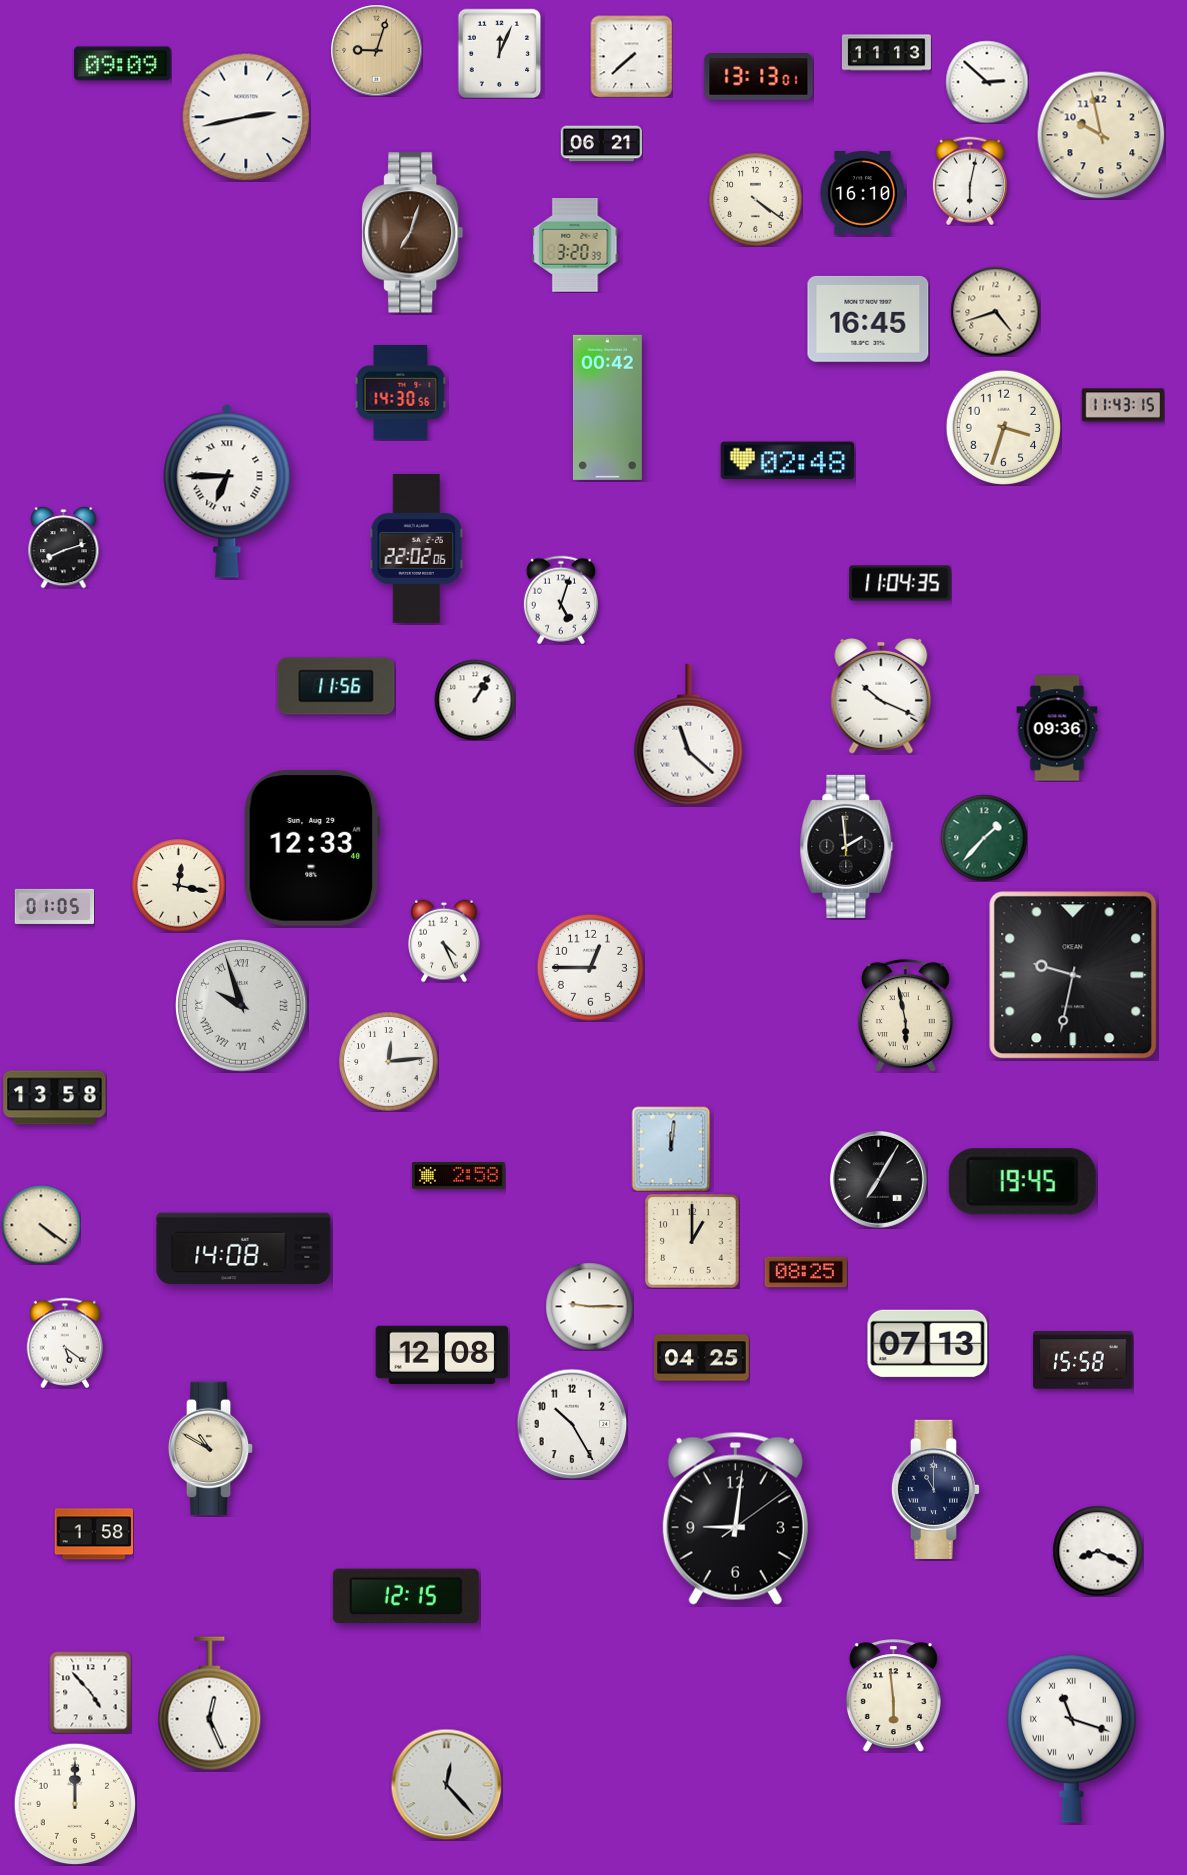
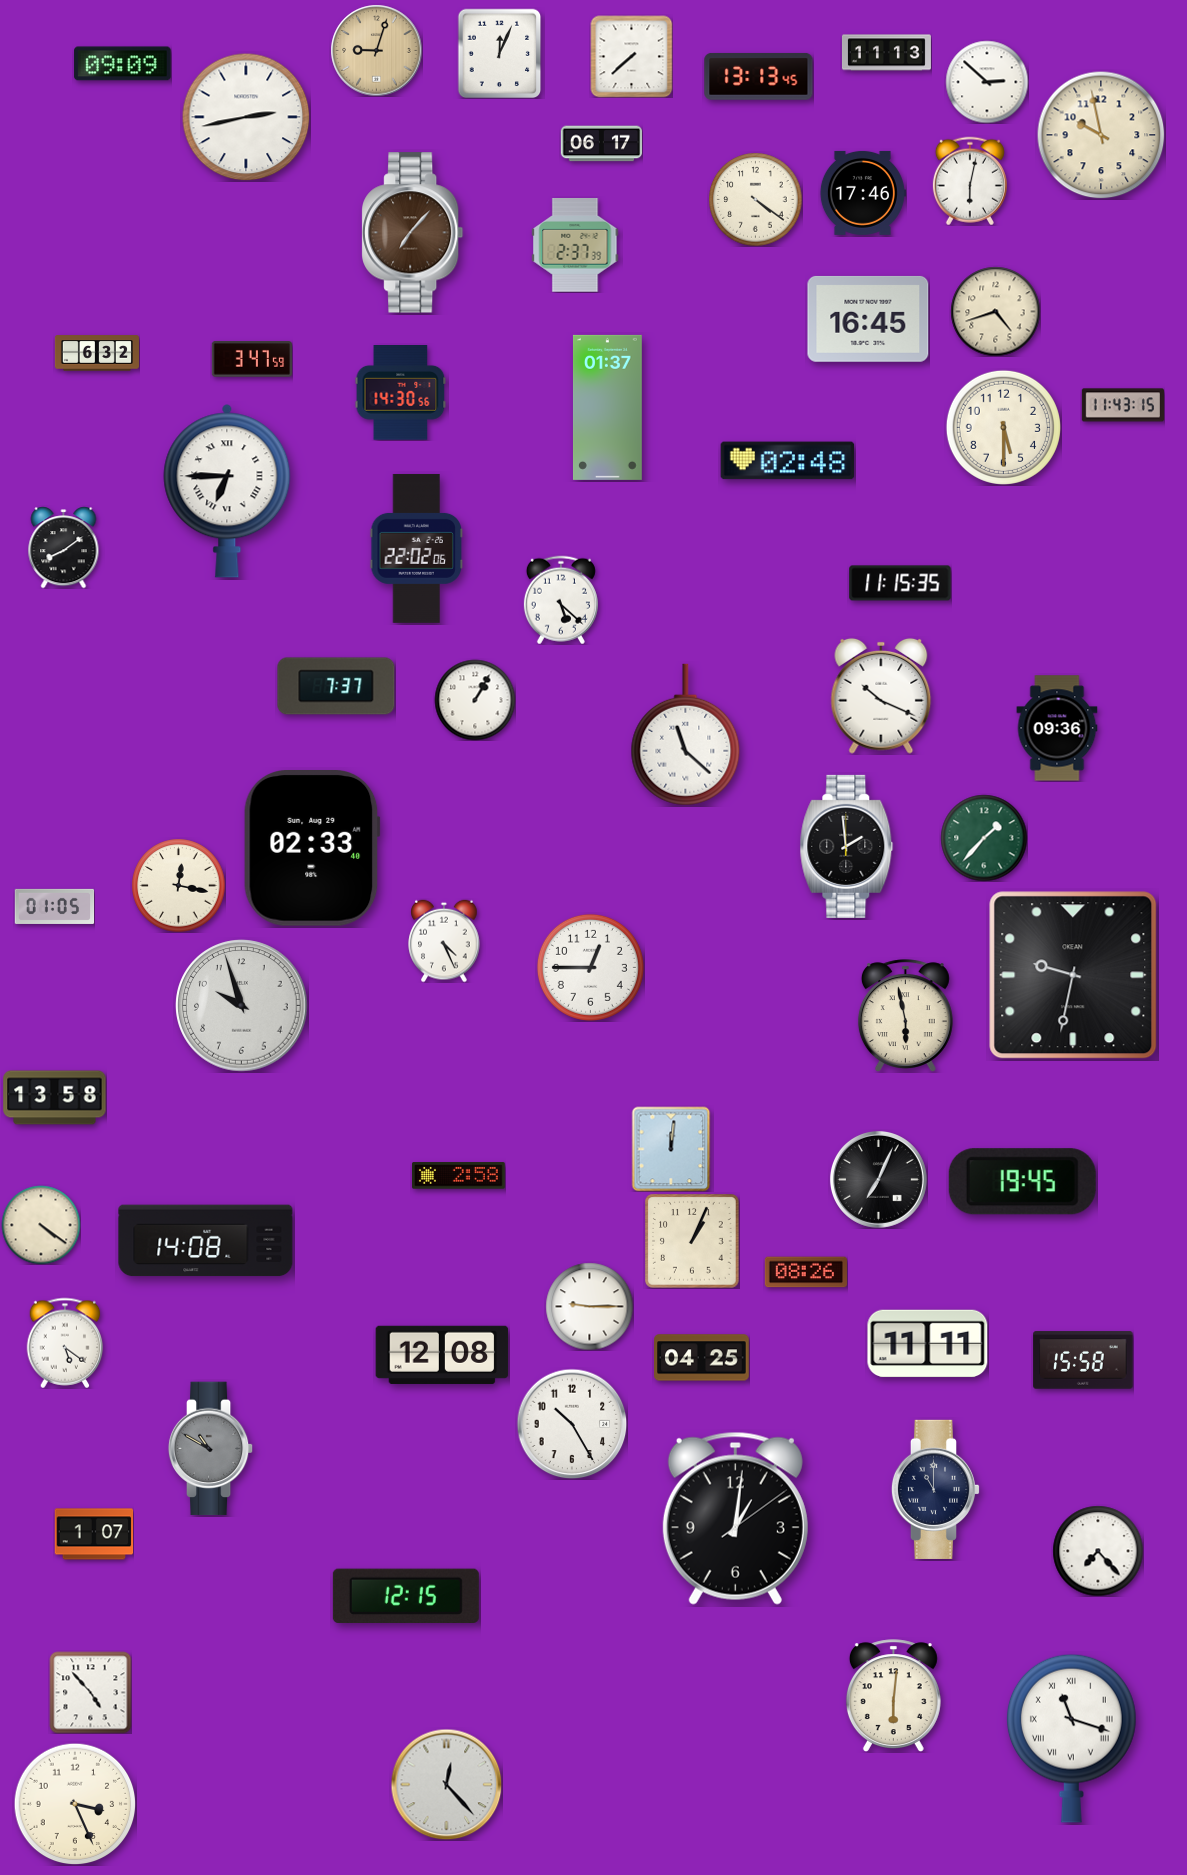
clock at (759, 76): 13:13:01 -> 13:13:45
clock at (601, 144): 06:21 -> 06:17
clock at (863, 193): 16:10 -> 17:46
clock at (413, 233): 7:03 -> 7:07
clock at (575, 246): 3:20 -> 2:37
clock at (97, 353): none -> 6:32
clock at (251, 359): none -> 3:47
clock at (607, 407): 00:42 -> 01:37
clock at (1003, 427): 3:33 -> 5:30
clock at (64, 547): 8:12 -> 8:09
clock at (900, 583): 11:04 -> 11:15
clock at (561, 600): 5:03 -> 5:22
clock at (336, 686): 11:56 -> 7:37
clock at (689, 735) position: (689, 735) -> (686, 735)
clock at (312, 849): 12:33 -> 02:33
clock at (242, 1006) numerals: Roman -> Arabic
clock at (389, 1062): 12:14 -> none
clock at (878, 1179): 7:05 -> 7:04
clock at (692, 1241): 1:00 -> 1:04
clock at (244, 1249) position: (244, 1249) -> (206, 1241)
clock at (805, 1272): 08:25 -> 08:26
clock at (928, 1344): 07:13 -> 11:11
clock at (211, 1449) dial: cream -> grey
clock at (735, 1518): 9:01 -> 1:01
clock at (94, 1534): 1:58 -> 1:07
clock at (1098, 1551): 8:19 -> 7:23
clock at (893, 1695): 5:59 -> 6:01
clock at (210, 1704): 12:26 -> none
clock at (75, 1804): 12:00 -> 3:26
